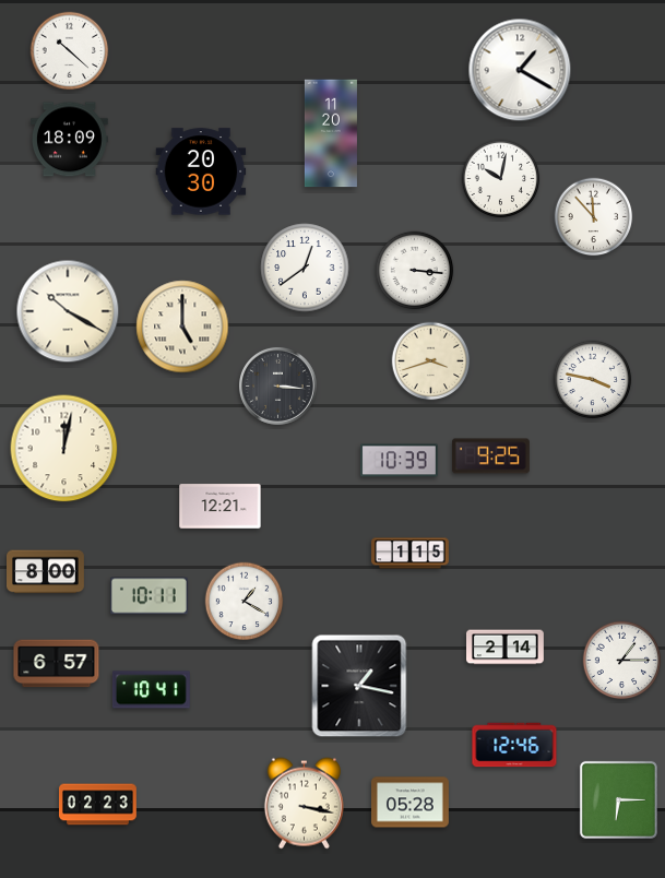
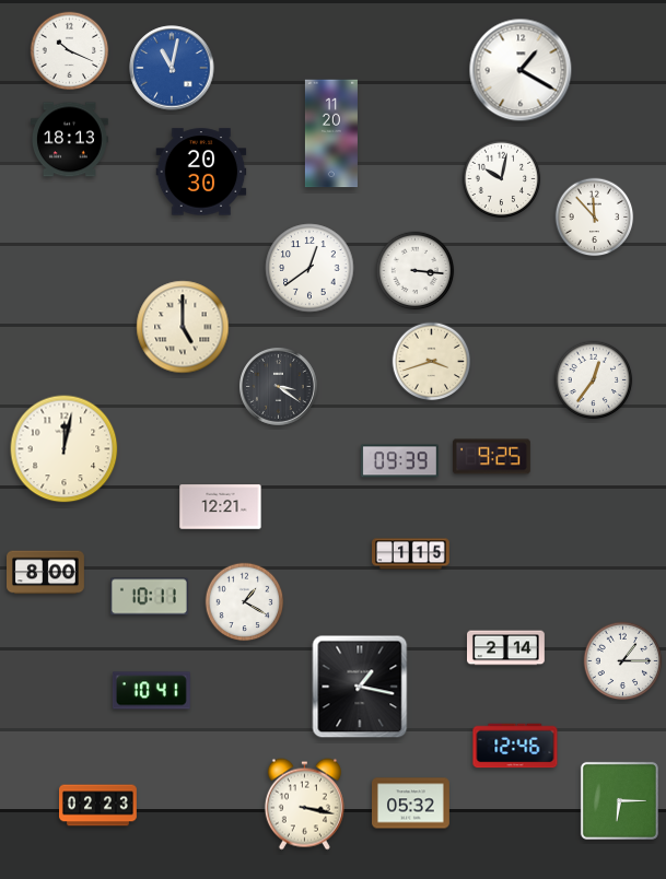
clock at (70, 51): 10:22 -> 10:19
clock at (172, 68): none -> 11:02
clock at (69, 140): 18:09 -> 18:13
clock at (305, 268) position: (305, 268) -> (309, 268)
clock at (68, 311): 10:20 -> none
clock at (593, 380): 3:47 -> 12:36
clock at (277, 385): 3:16 -> 3:21
clock at (399, 461): 10:39 -> 09:39
clock at (57, 664): 6:57 -> none
clock at (411, 803): 05:28 -> 05:32
